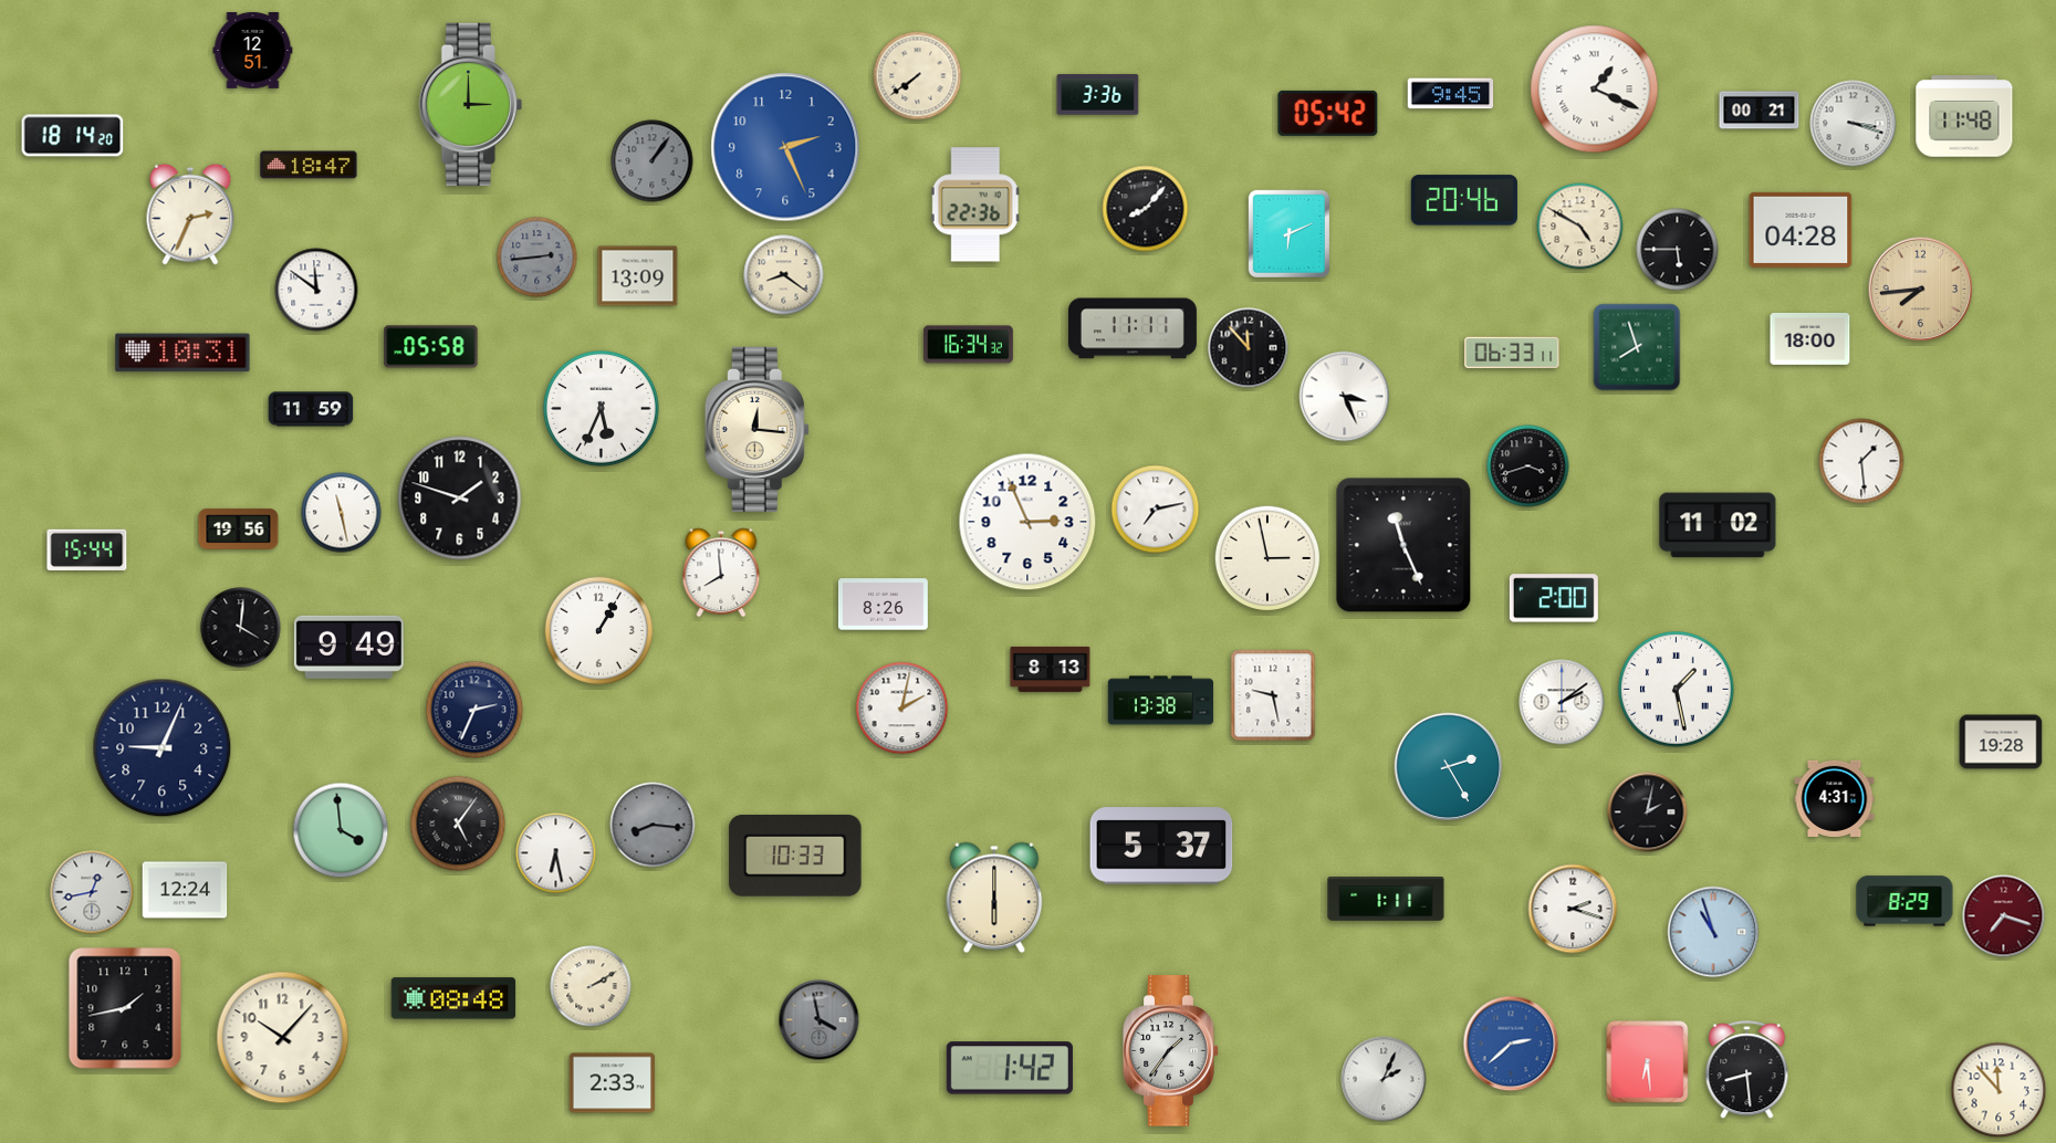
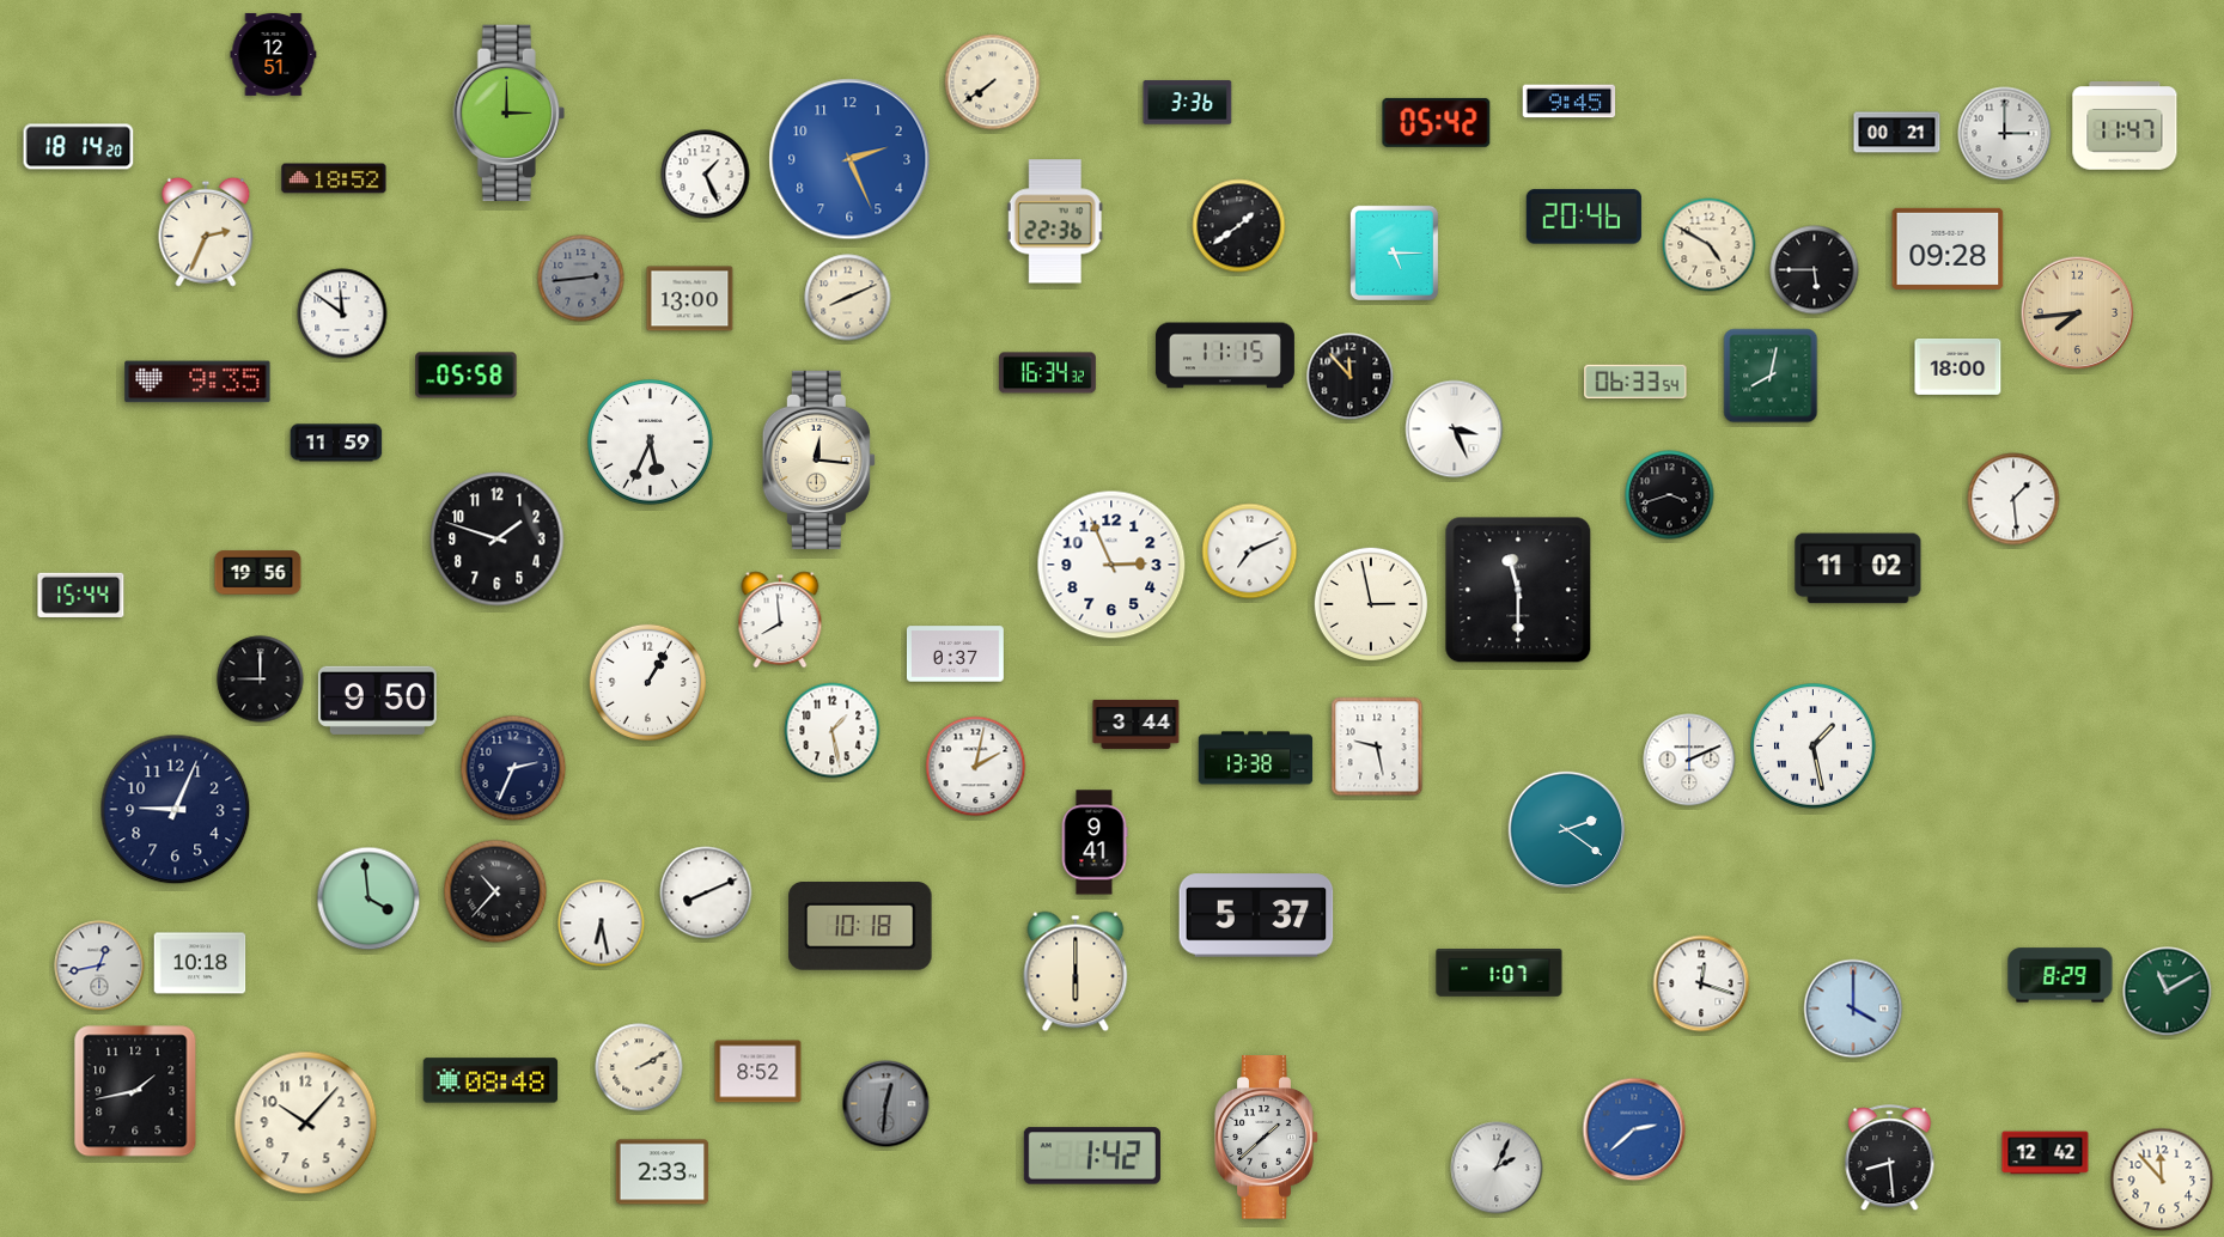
clock at (1595, 90): 1:19 -> none
clock at (1760, 111) position: (1760, 111) -> (1897, 133)
clock at (1964, 116): 11:48 -> 11:47
clock at (1854, 124): 3:18 -> 3:00
clock at (653, 161): 1:06 -> 1:26
clock at (653, 161) dial: grey -> white
clock at (309, 165): 18:47 -> 18:52
clock at (1146, 209): 8:07 -> 1:39
clock at (1801, 230): 04:28 -> 09:28
clock at (1288, 233): 6:11 -> 5:15
clock at (784, 275): 8:21 -> 8:11
clock at (638, 276): 13:09 -> 13:00
clock at (1133, 328): 11:11 -> 11:15
clock at (1637, 347): 7:57 -> 8:02
clock at (182, 353): 10:31 -> 9:35
clock at (1512, 353): 06:33:11 -> 06:33:54
clock at (756, 429) position: (756, 429) -> (818, 459)
clock at (1528, 466) position: (1528, 466) -> (1670, 495)
clock at (1156, 510): 7:13 -> 7:11
clock at (342, 513): 11:28 -> none
clock at (1403, 545): 11:26 -> 11:30
clock at (87, 549) position: (87, 549) -> (81, 595)
clock at (1554, 598): 2:00 -> none
clock at (883, 605): 8:26 -> 0:37
clock at (241, 628): 4:01 -> 9:00
clock at (348, 647): 9:49 -> 9:50
clock at (1051, 669): 8:13 -> 3:44
clock at (833, 731): none -> 1:28
clock at (1273, 695) position: (1273, 695) -> (1377, 747)
clock at (1562, 702): 2:09 -> 2:11
clock at (2001, 742): 19:28 -> none
clock at (1449, 767): 2:25 -> 2:21
clock at (1095, 842): none -> 9:41
clock at (1835, 798): 4:31 -> none
clock at (1648, 812): 2:02 -> none
clock at (458, 824): 5:06 -> 10:37
clock at (653, 825): 8:16 -> 8:11
clock at (653, 825) dial: grey -> white
clock at (795, 857): 10:33 -> 10:18
clock at (185, 890): 12:24 -> 10:18
clock at (1386, 900): 1:11 -> 1:07
clock at (1573, 909): 2:18 -> 12:18
clock at (2004, 916): 7:18 -> 11:10
clock at (2004, 916) dial: burgundy -> green
clock at (1713, 932): 10:57 -> 4:00
clock at (758, 1072): none -> 8:52
clock at (820, 1020): 3:58 -> 12:31
clock at (1171, 1051): 1:36 -> 1:38
clock at (1648, 1062): 6:29 -> none
clock at (2046, 1153): none -> 12:42
